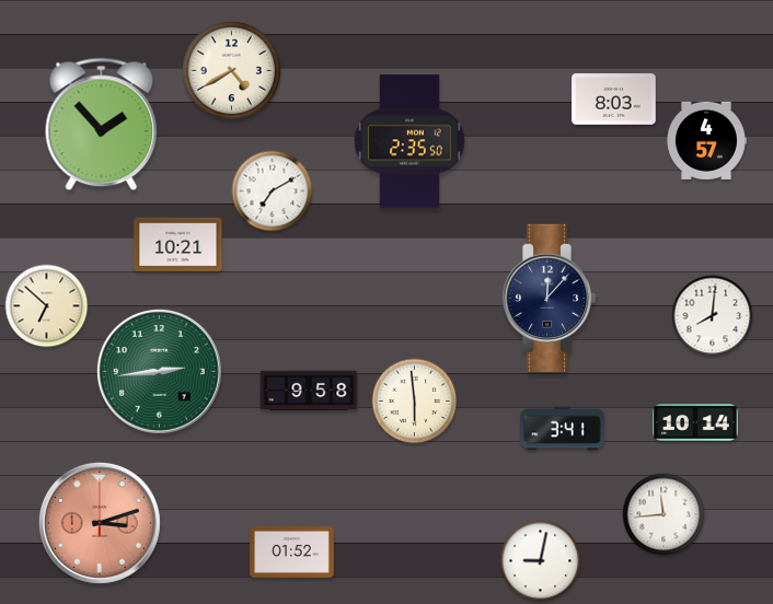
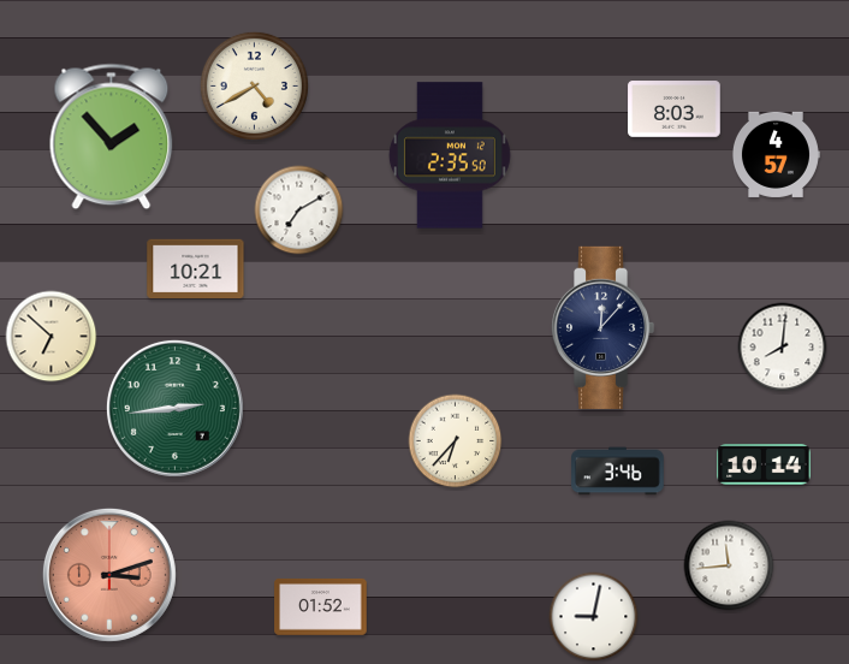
clock at (231, 70) position: (231, 70) -> (254, 85)
clock at (309, 391): 9:58 -> none
clock at (415, 402): 5:59 -> 6:37
clock at (563, 429): 3:41 -> 3:46
